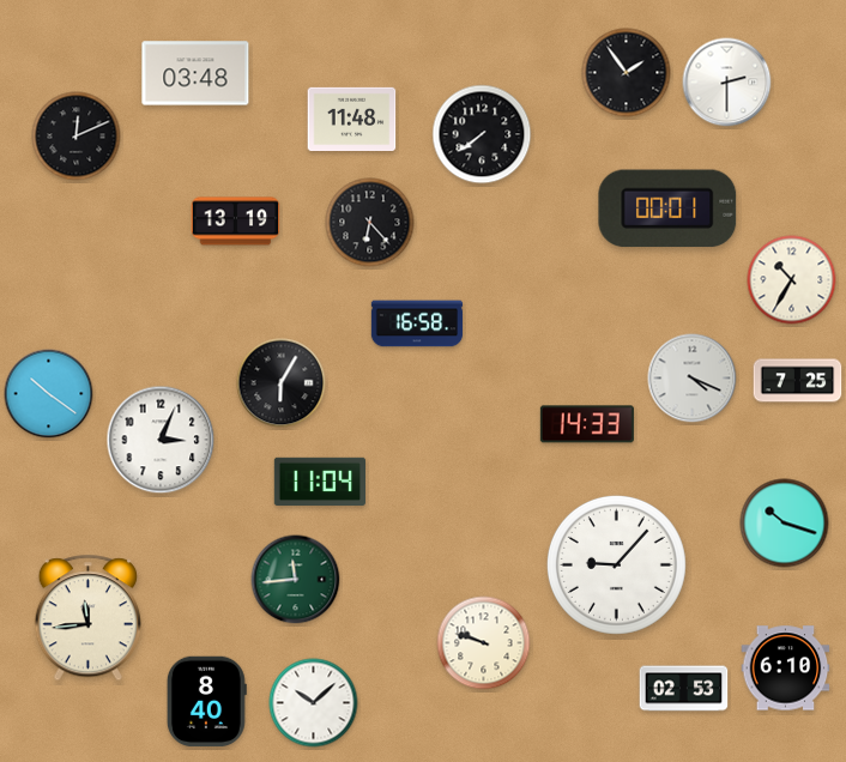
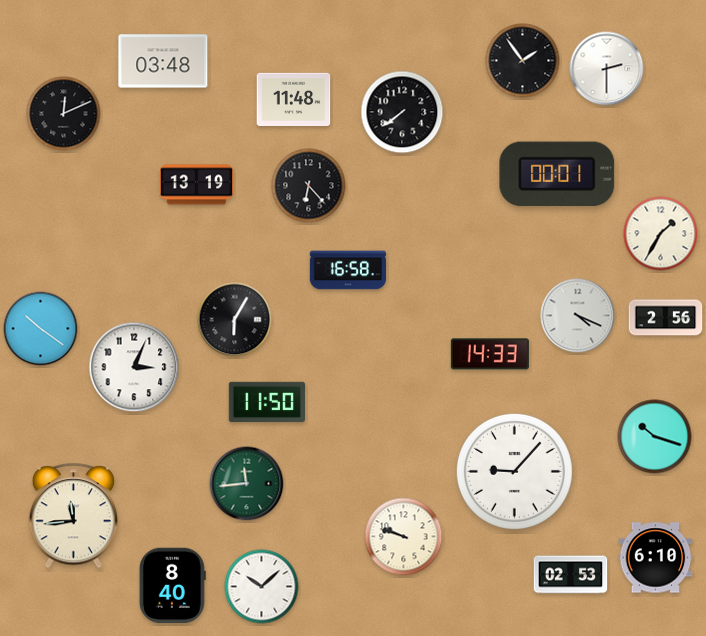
clock at (792, 280): 10:35 -> 1:35
clock at (798, 381): 7:25 -> 2:56
clock at (319, 480): 11:04 -> 11:50
